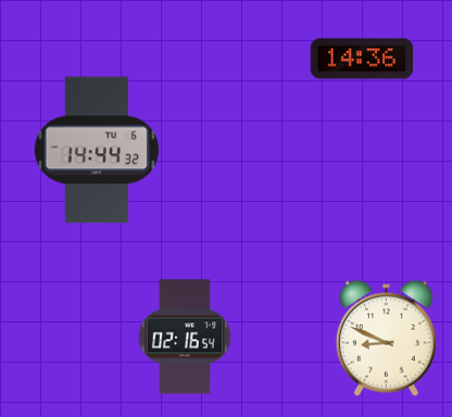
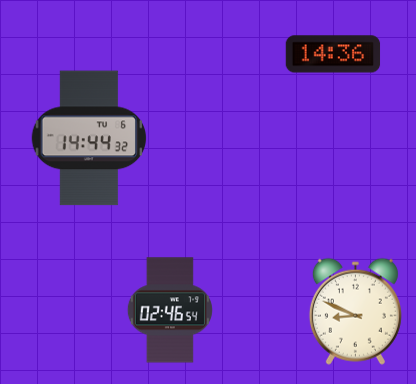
clock at (185, 337): 02:16 -> 02:46
